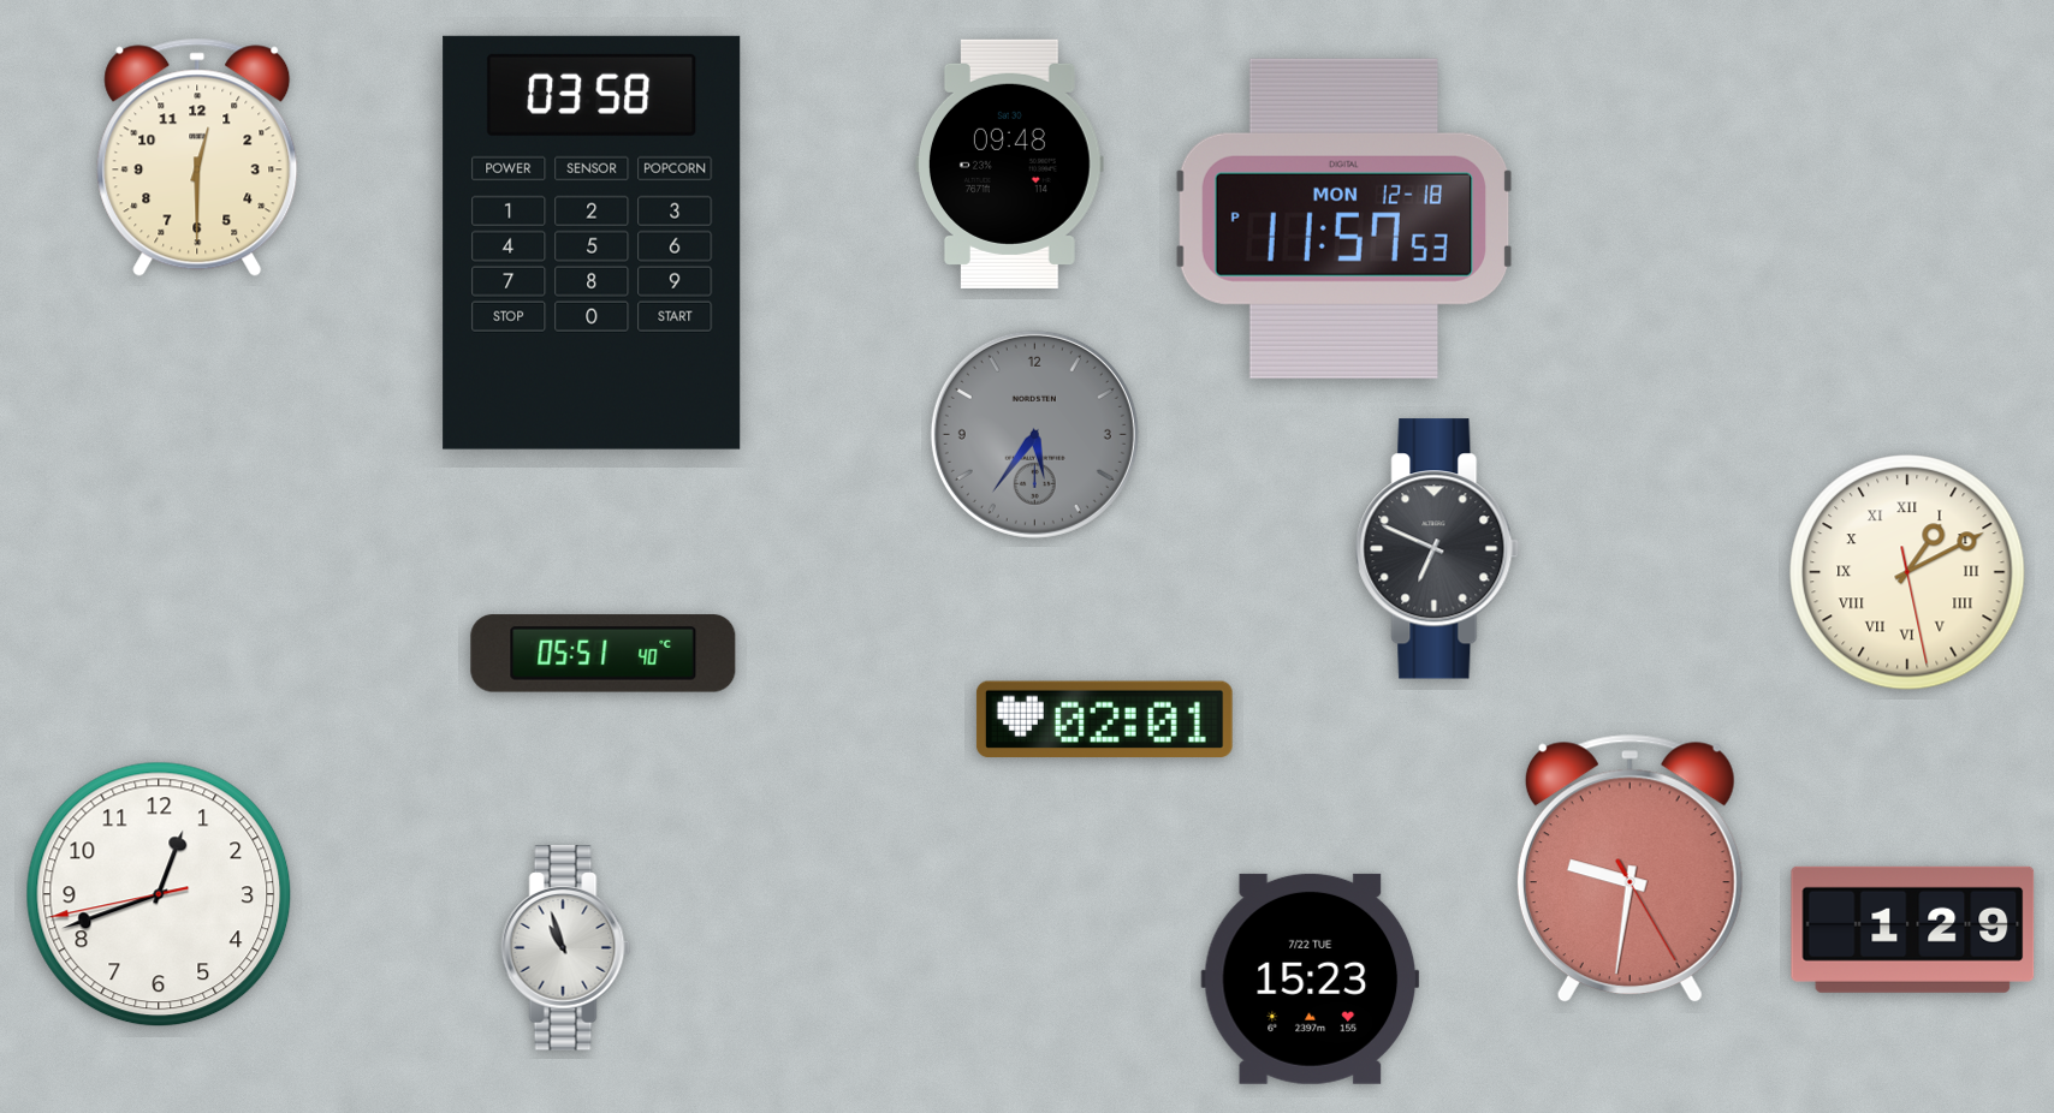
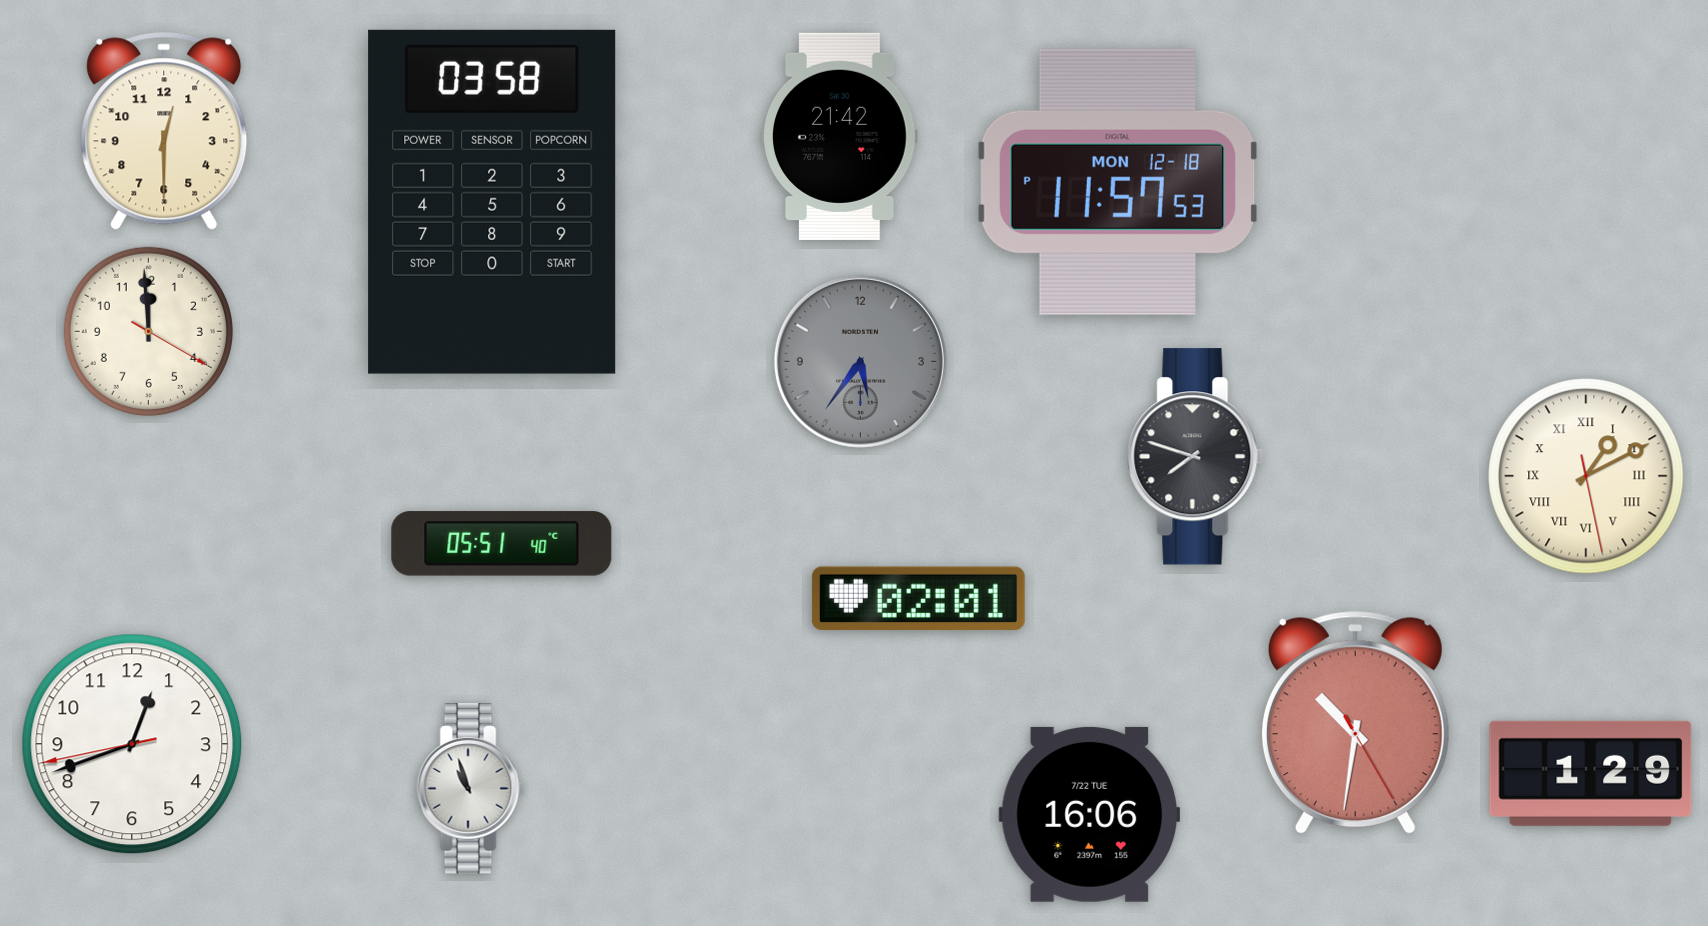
clock at (1010, 163): 09:48 -> 21:42
clock at (148, 331): none -> 11:59
clock at (1438, 549): 6:49 -> 7:48
clock at (1629, 869): 9:31 -> 10:31
clock at (1311, 978): 15:23 -> 16:06
